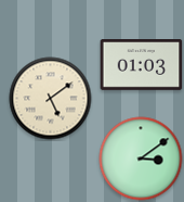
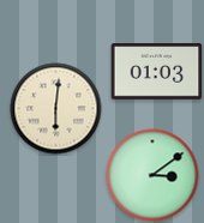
clock at (51, 99): 5:09 -> 6:01
clock at (141, 159) position: (141, 159) -> (152, 175)
